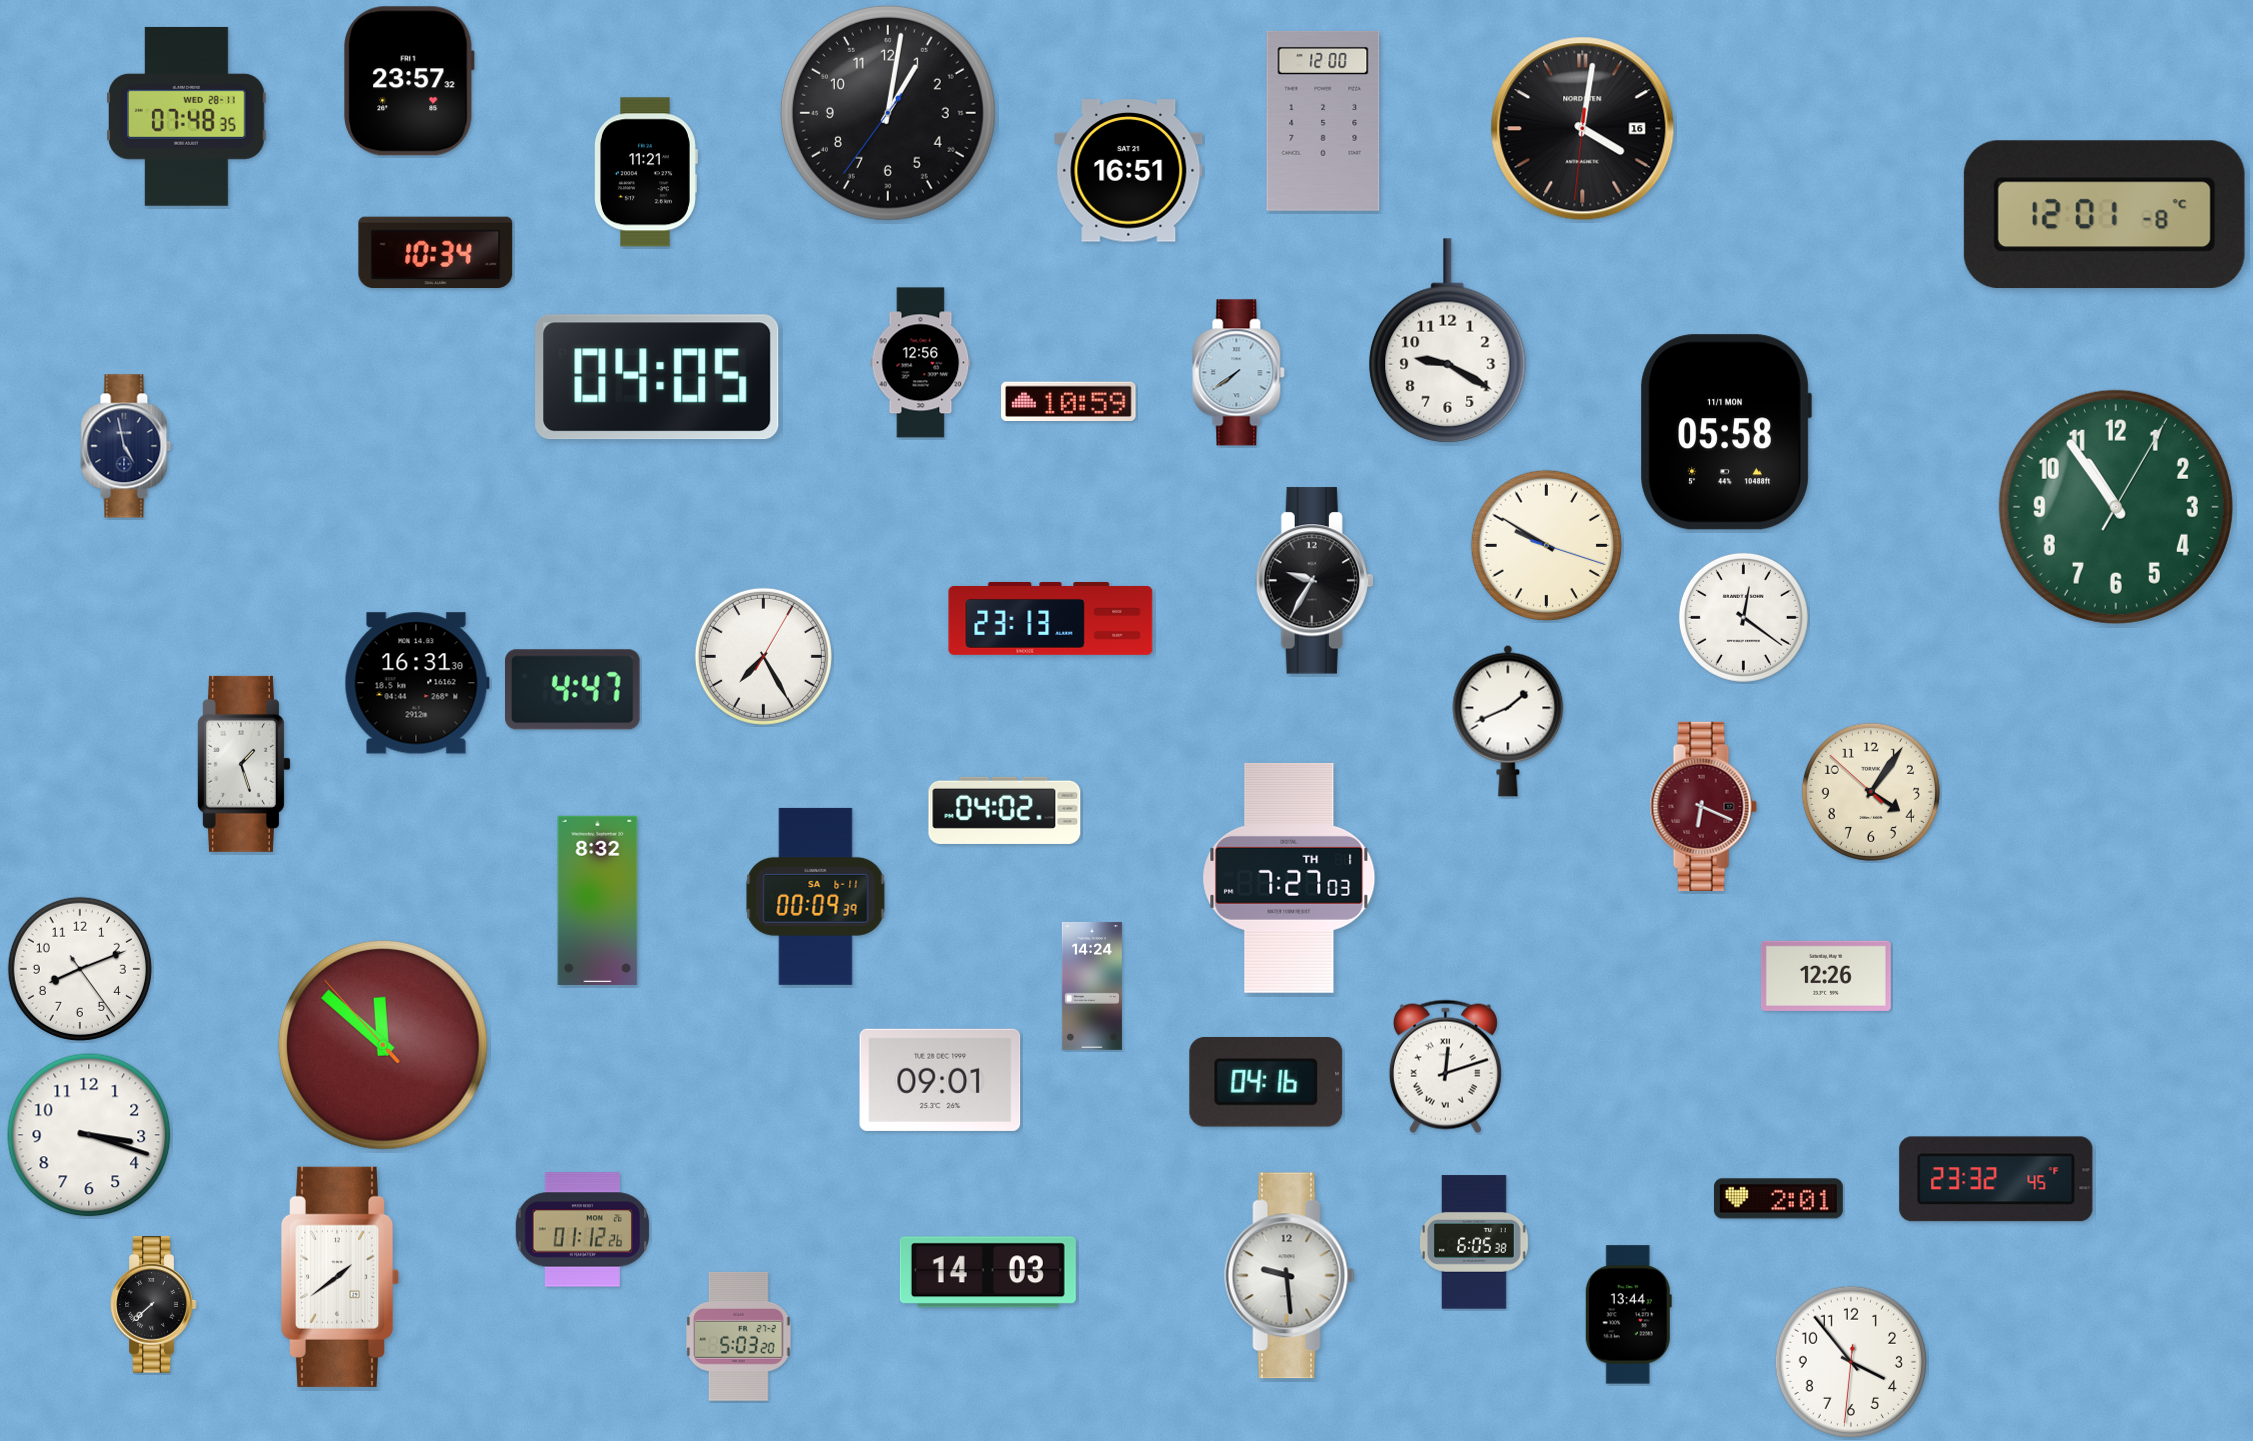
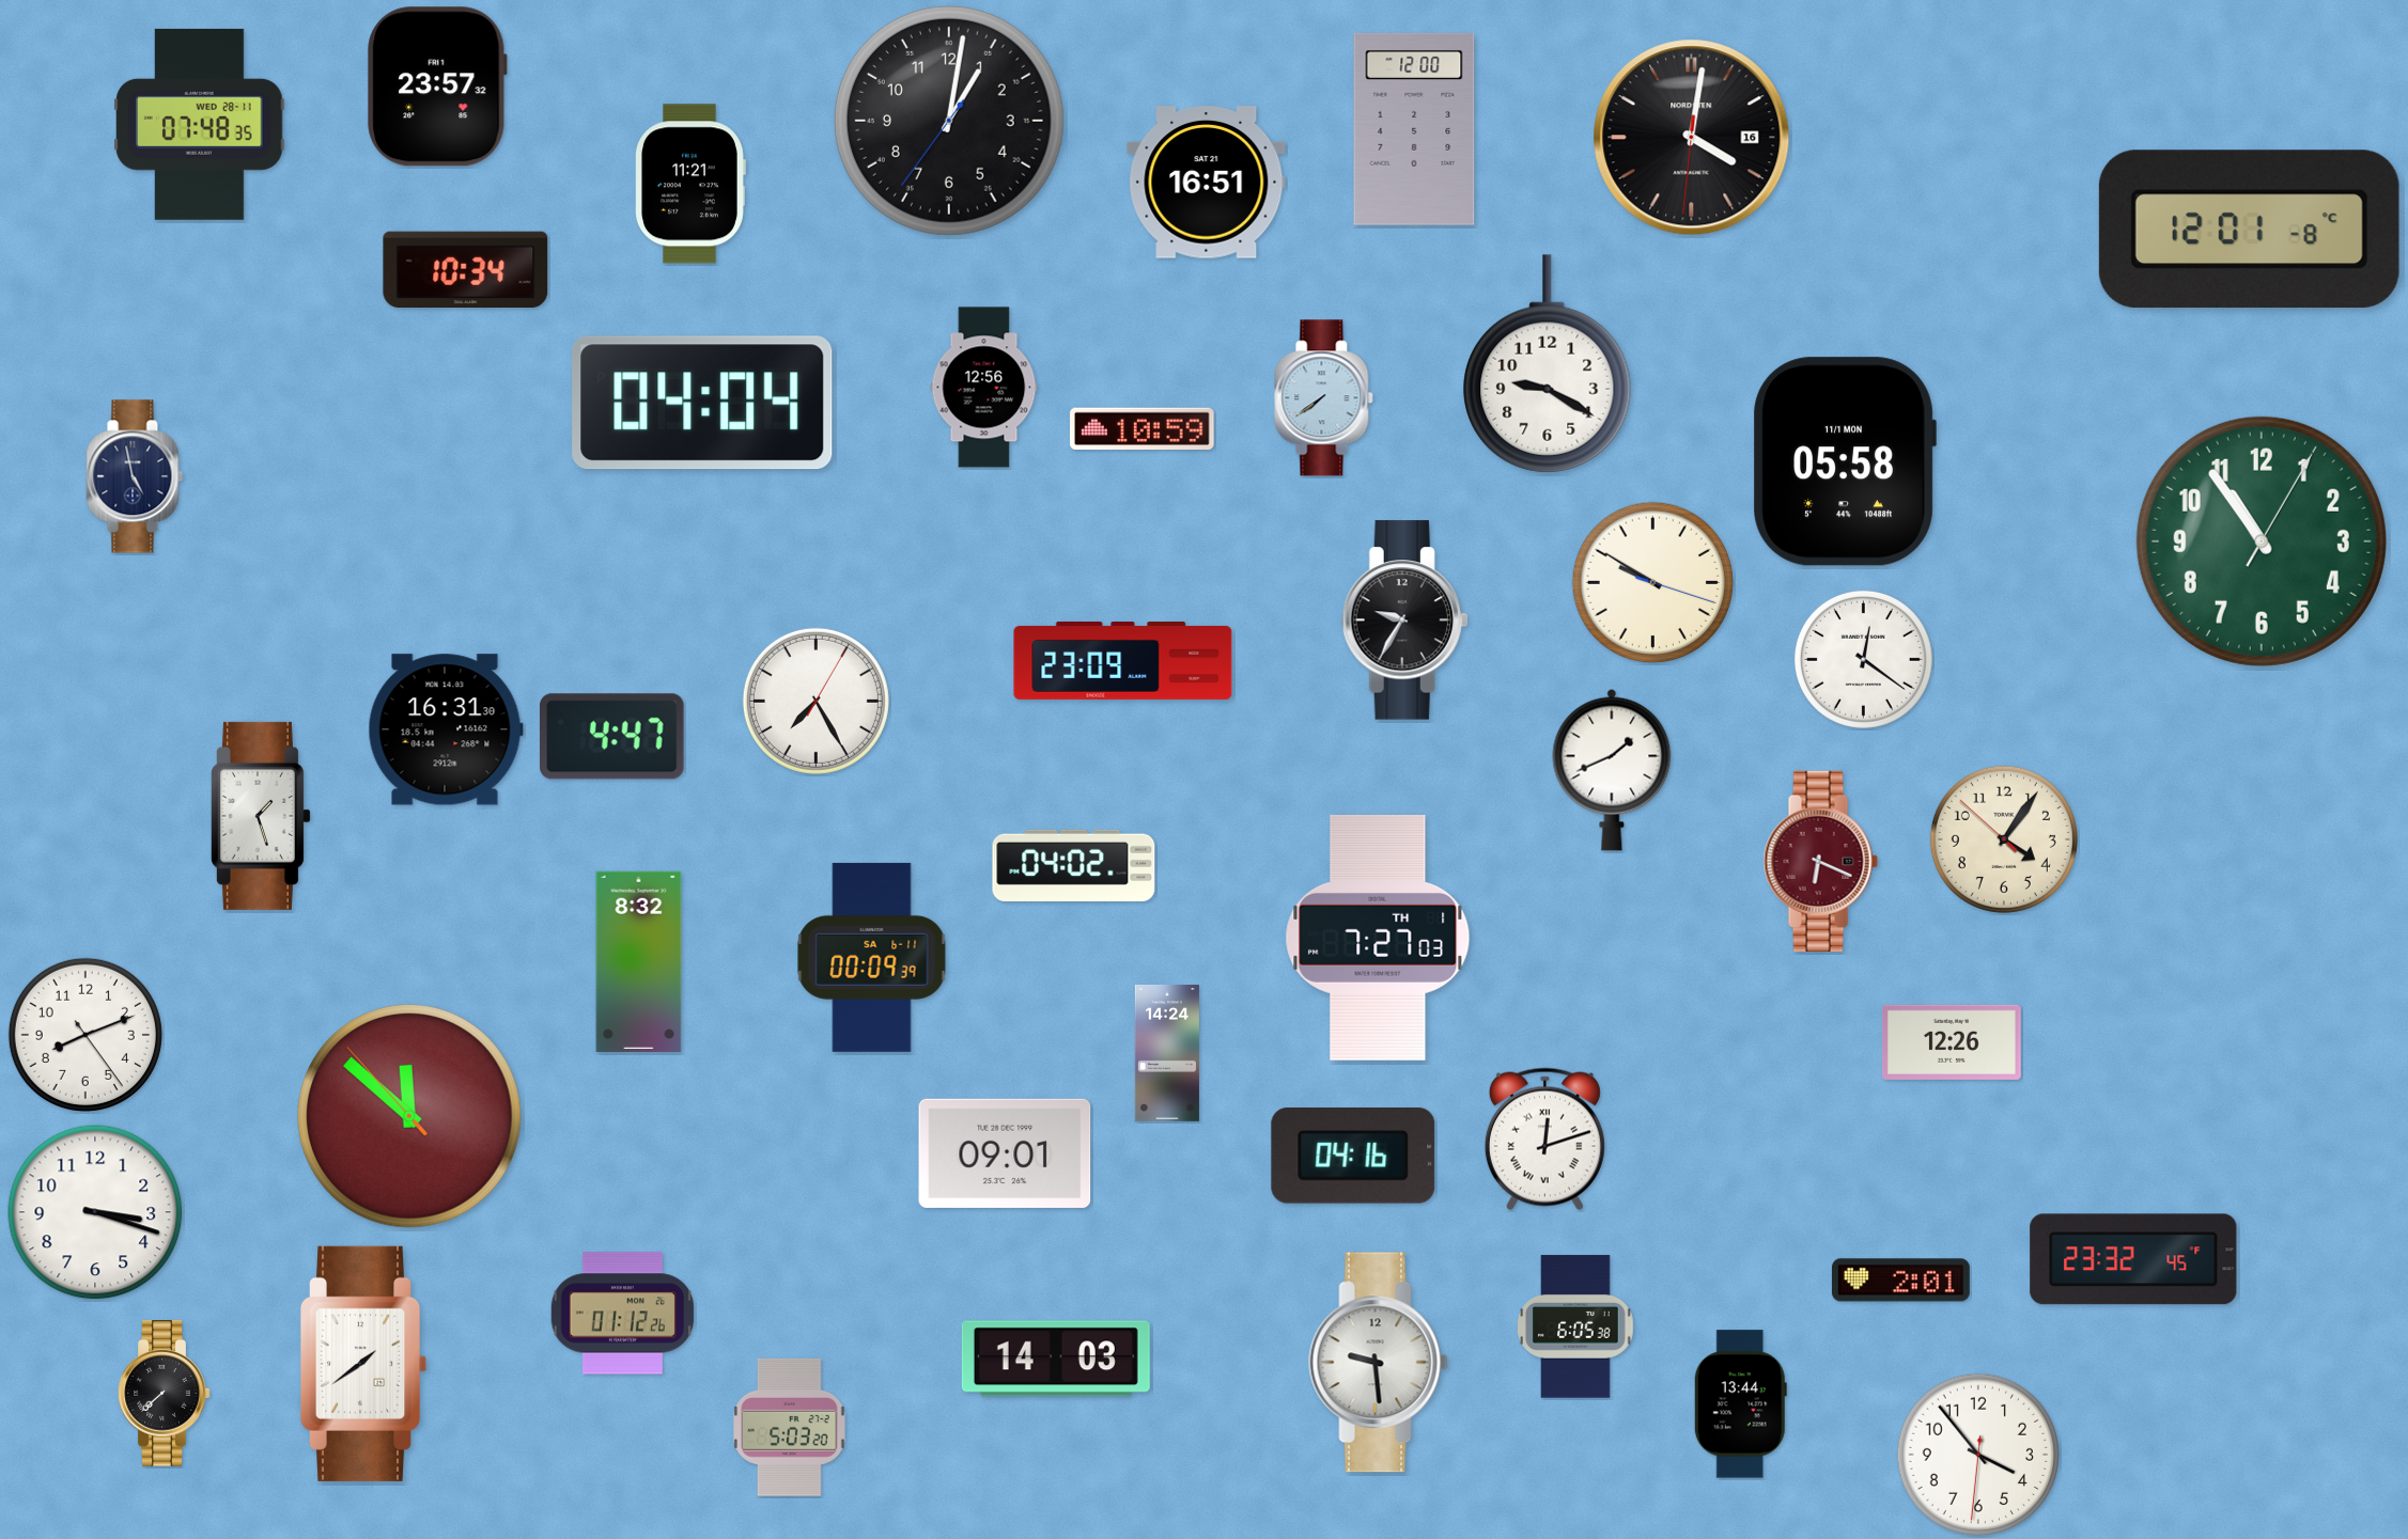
clock at (657, 377): 04:05 -> 04:04
clock at (1051, 618): 23:13 -> 23:09
clock at (1871, 792) position: (1871, 792) -> (2004, 839)
